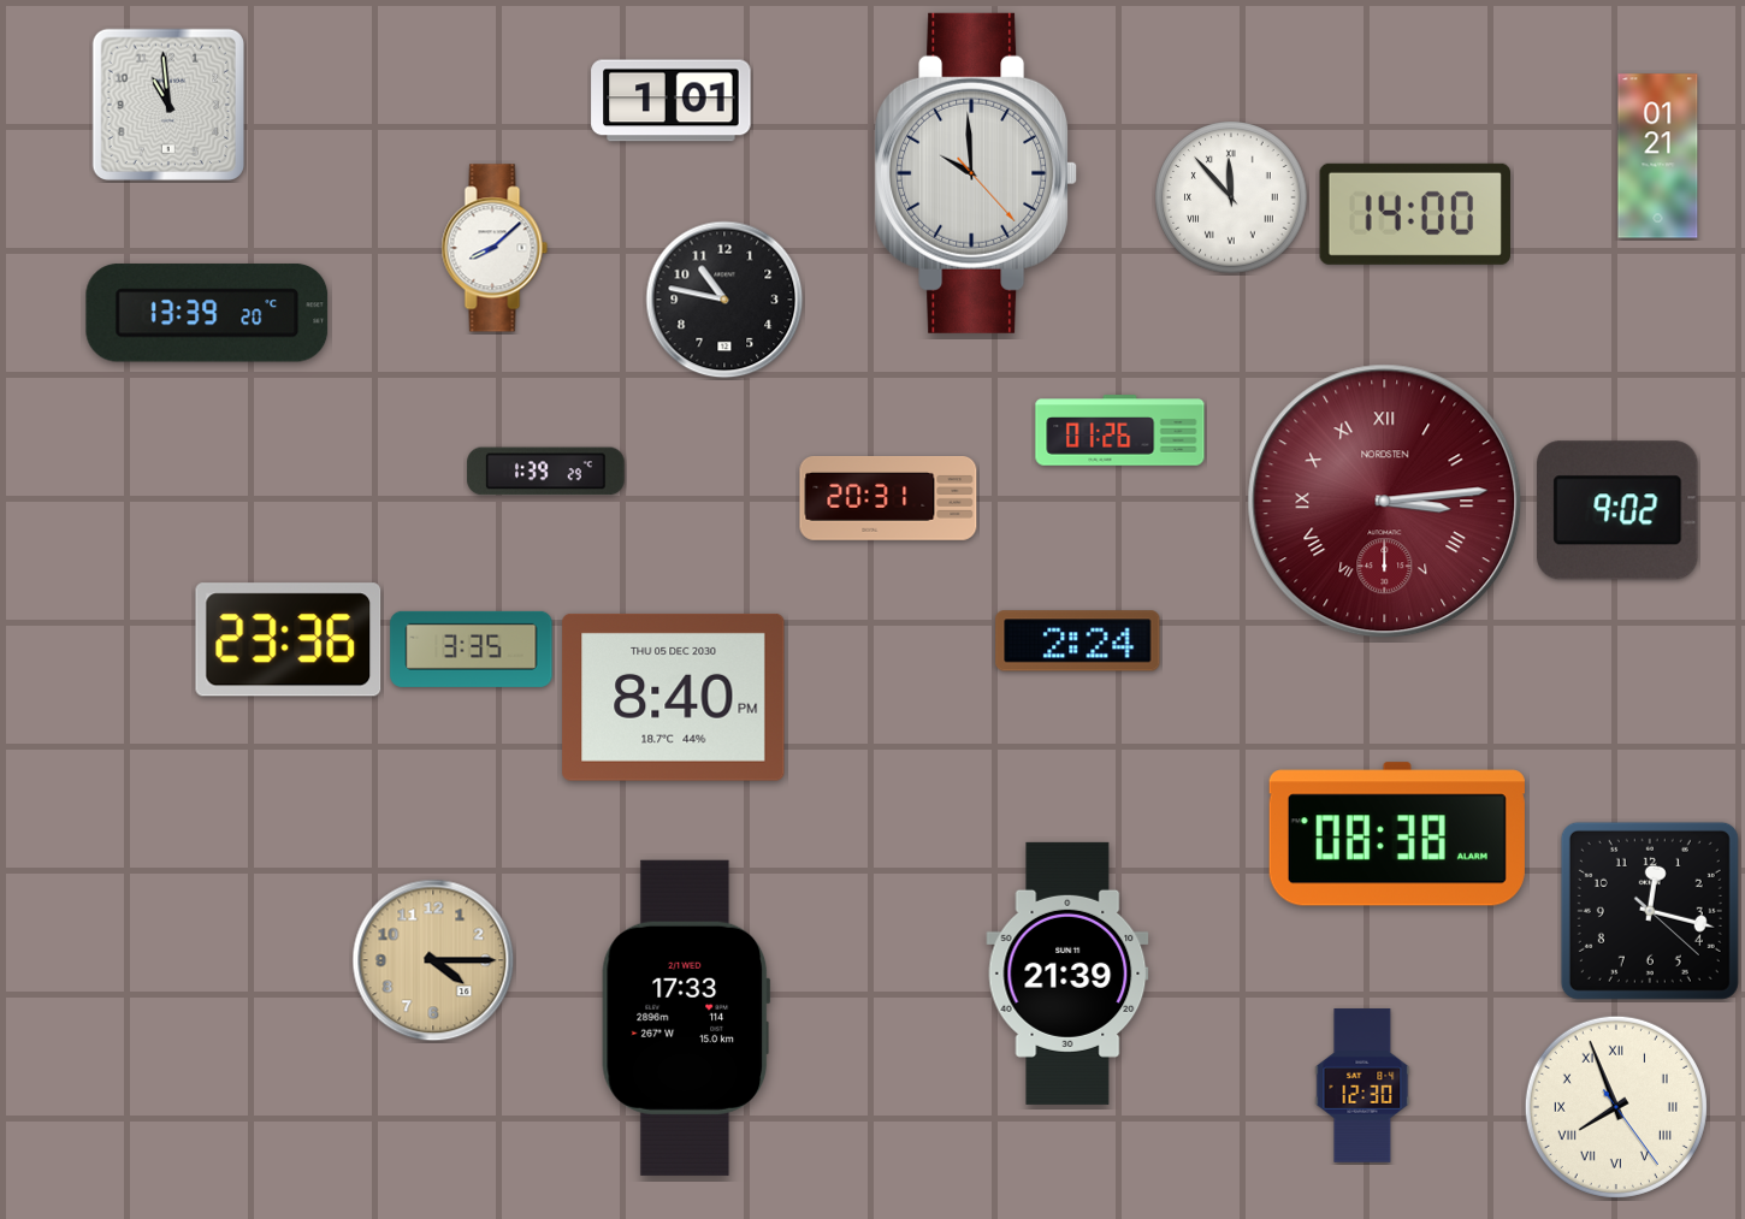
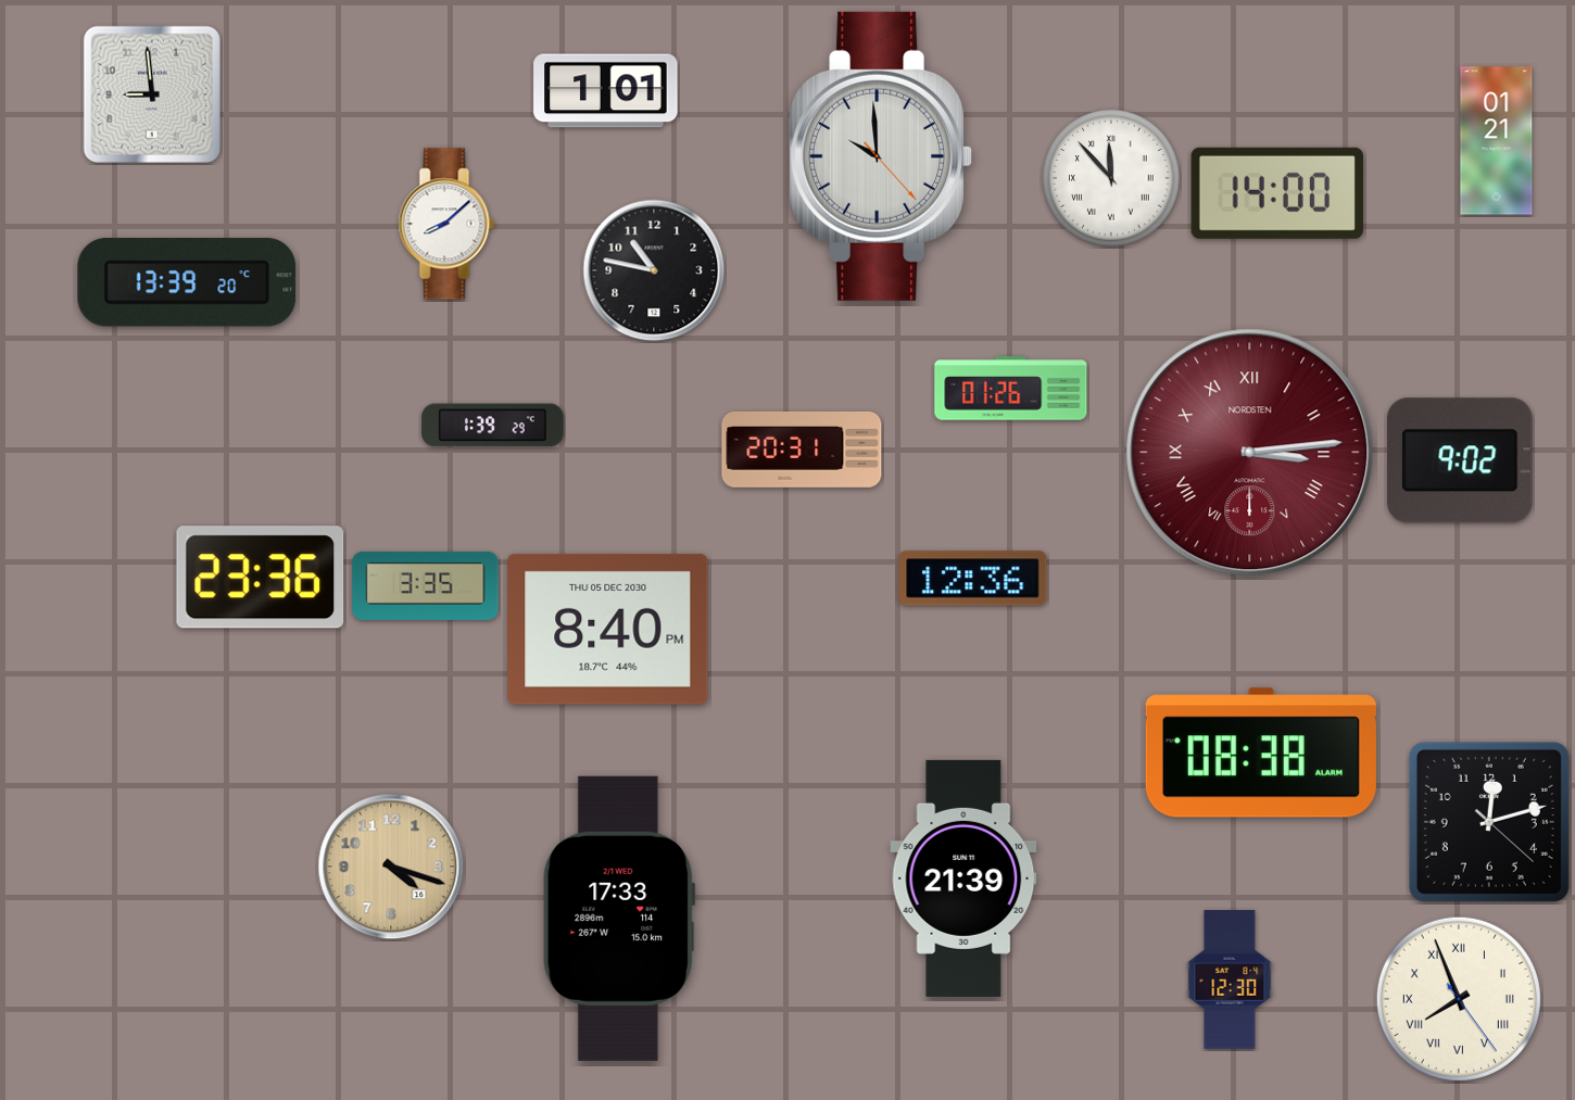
clock at (168, 105): 10:59 -> 8:59
clock at (1078, 641): 2:24 -> 12:36
clock at (1650, 911): 12:17 -> 12:12
clock at (433, 960): 4:15 -> 4:18
